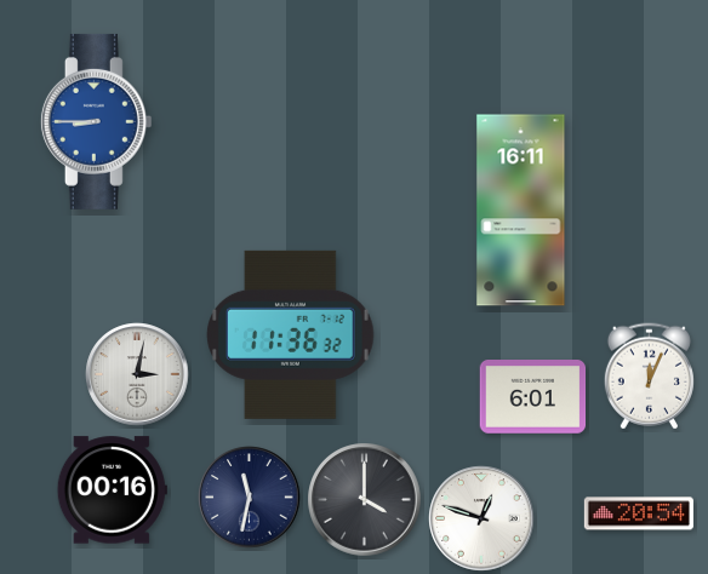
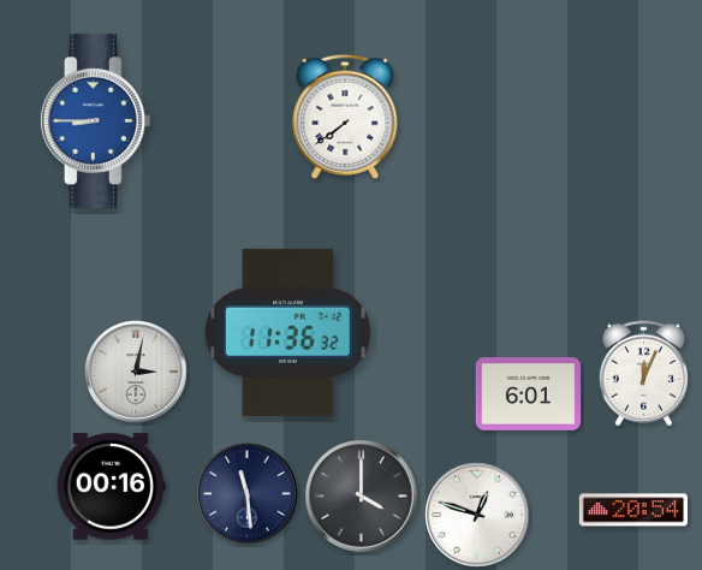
clock at (345, 117): none -> 7:39
clock at (521, 211): 16:11 -> none
clock at (250, 498): 11:32 -> 11:29
